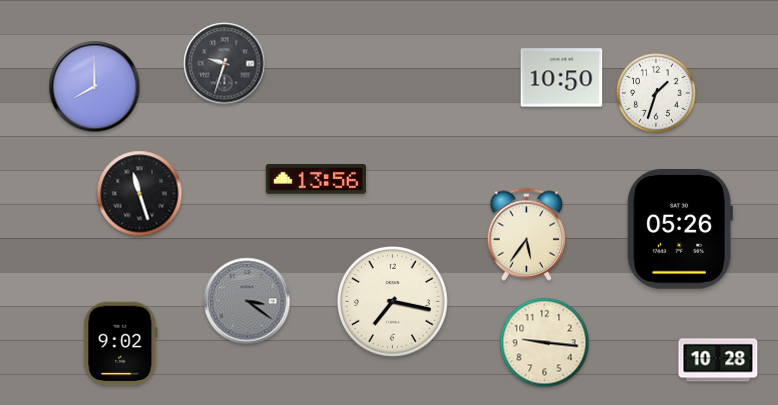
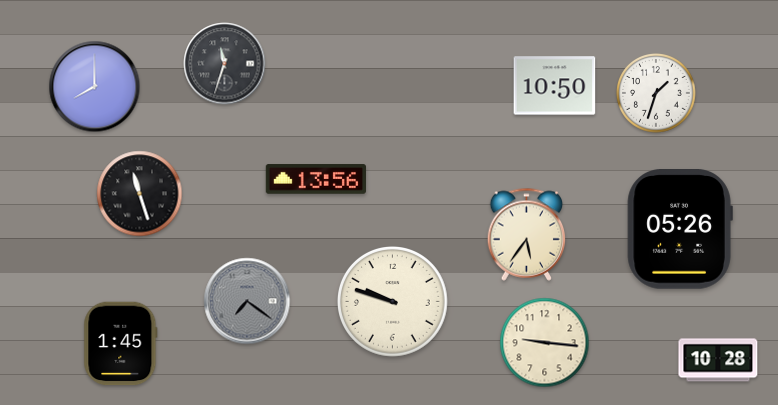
clock at (225, 64): 9:33 -> 11:33
clock at (562, 78) position: (562, 78) -> (555, 86)
clock at (247, 301): 3:21 -> 7:21
clock at (393, 302): 7:17 -> 9:48
clock at (121, 344): 9:02 -> 1:45
